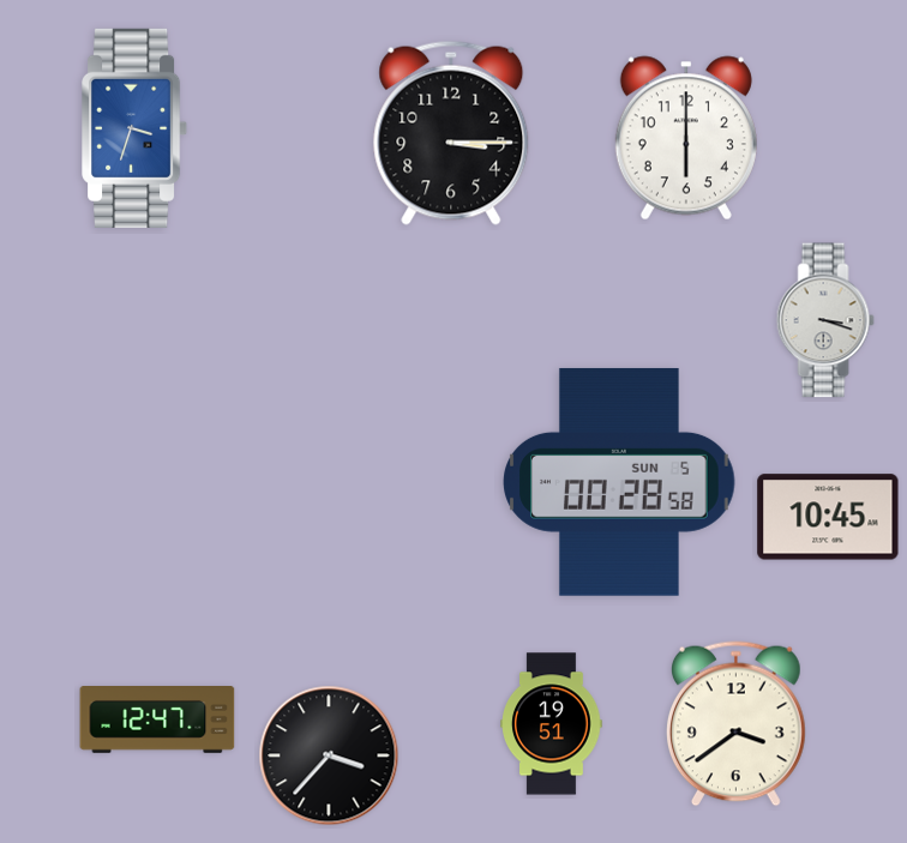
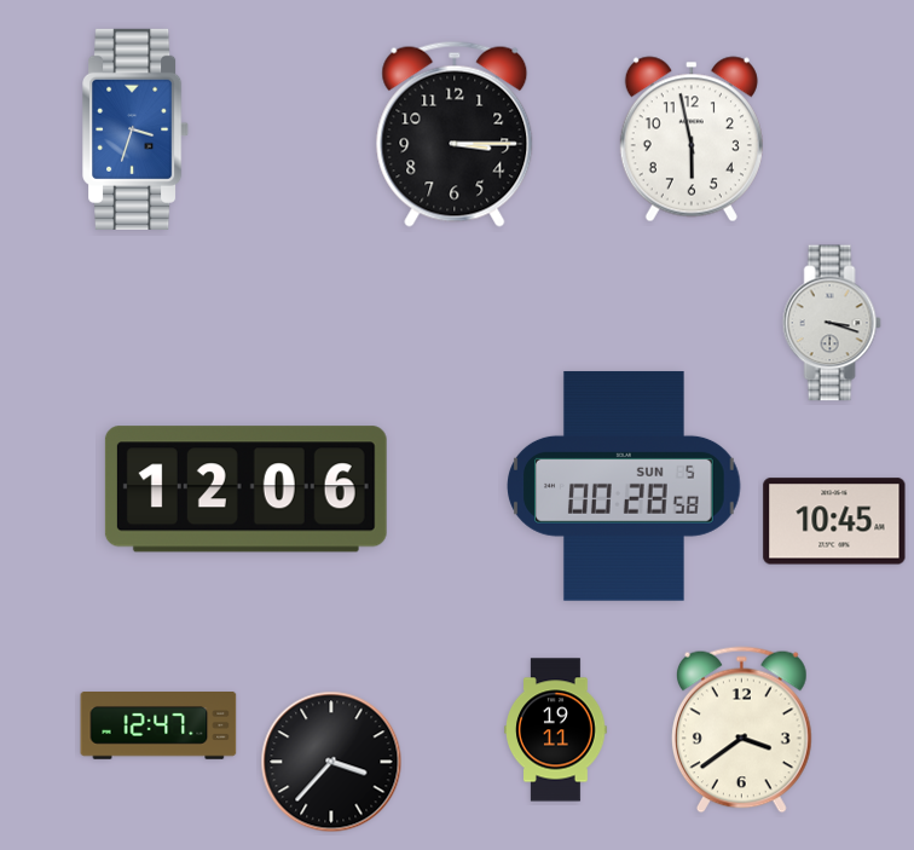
clock at (686, 138): 6:00 -> 5:58
clock at (245, 490): none -> 12:06
clock at (552, 724): 19:51 -> 19:11
